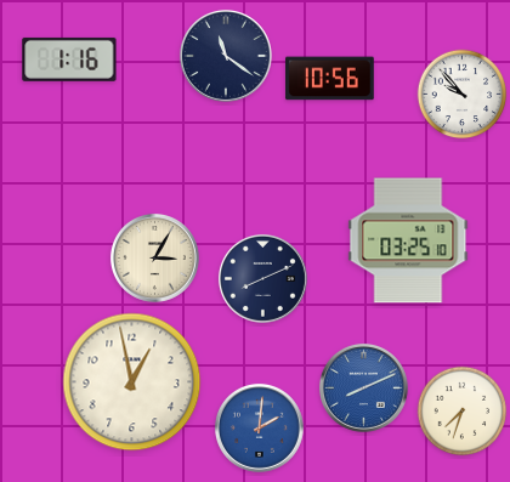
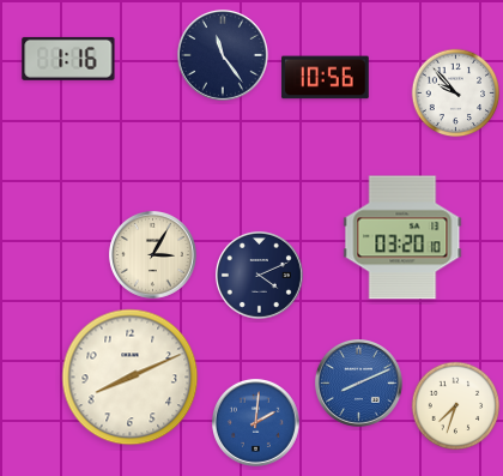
clock at (226, 56): 11:21 -> 11:24
clock at (408, 240): 03:25 -> 03:20
clock at (262, 278): 8:11 -> 4:11
clock at (132, 382): 12:58 -> 8:11
